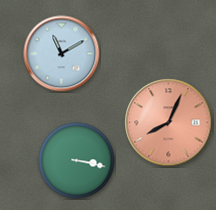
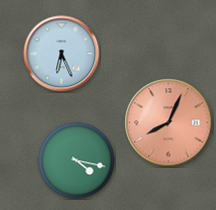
clock at (62, 54): 11:10 -> 6:26
clock at (77, 161): 3:17 -> 4:17
